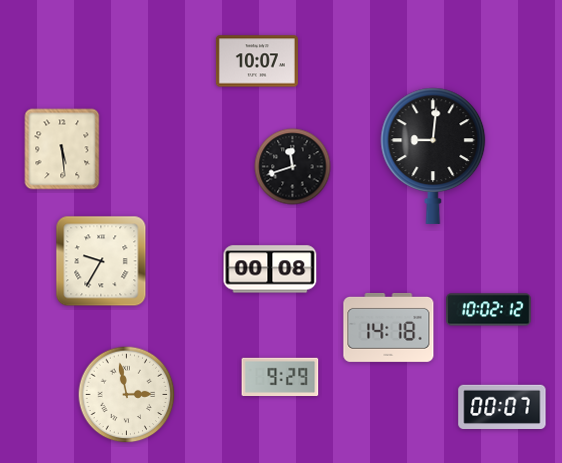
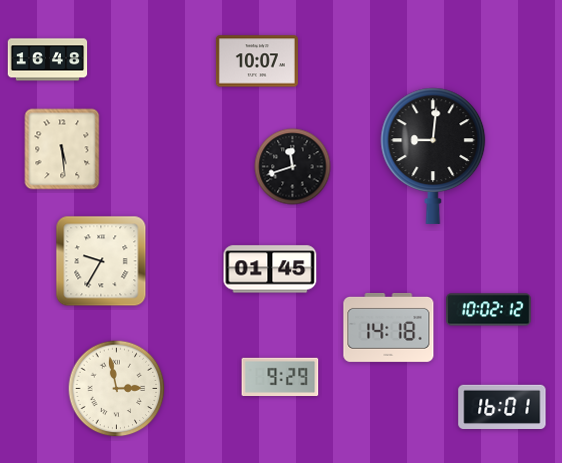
clock at (48, 60): none -> 16:48
clock at (270, 269): 00:08 -> 01:45
clock at (127, 395) position: (127, 395) -> (117, 389)
clock at (502, 407): 00:07 -> 16:01
